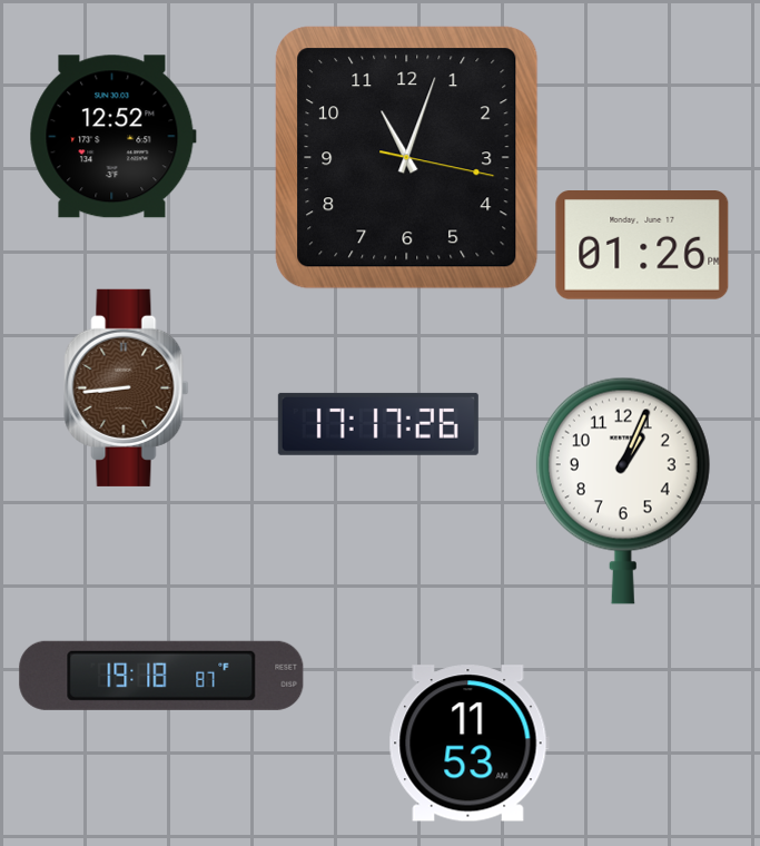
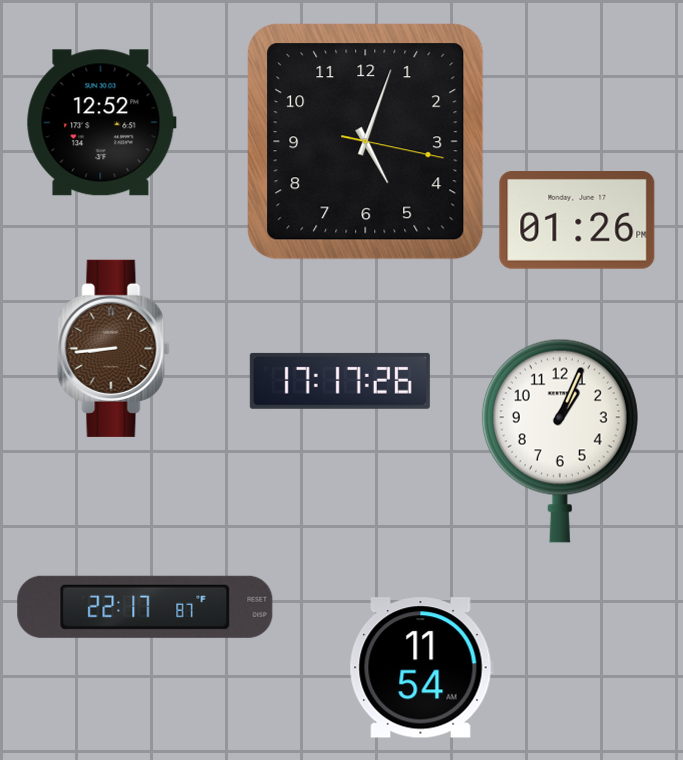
clock at (407, 158): 11:03 -> 5:03
clock at (161, 676): 19:18 -> 22:17
clock at (468, 744): 11:53 -> 11:54
